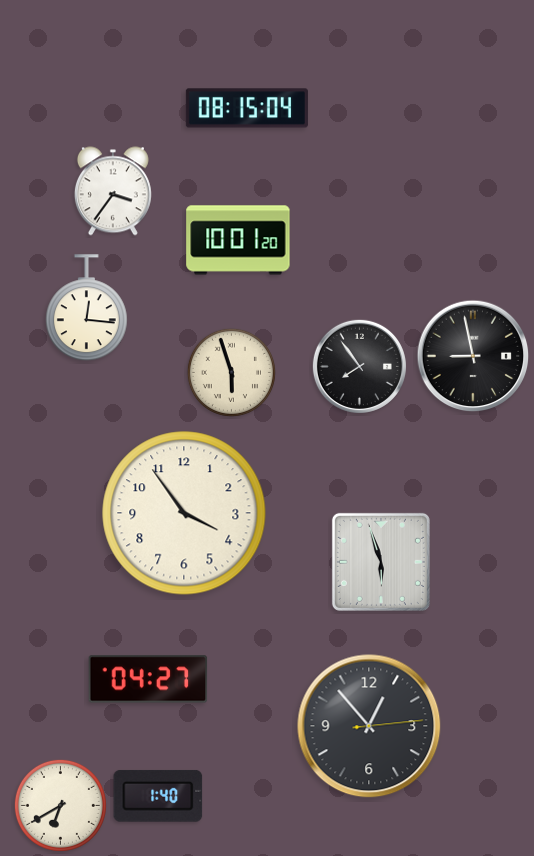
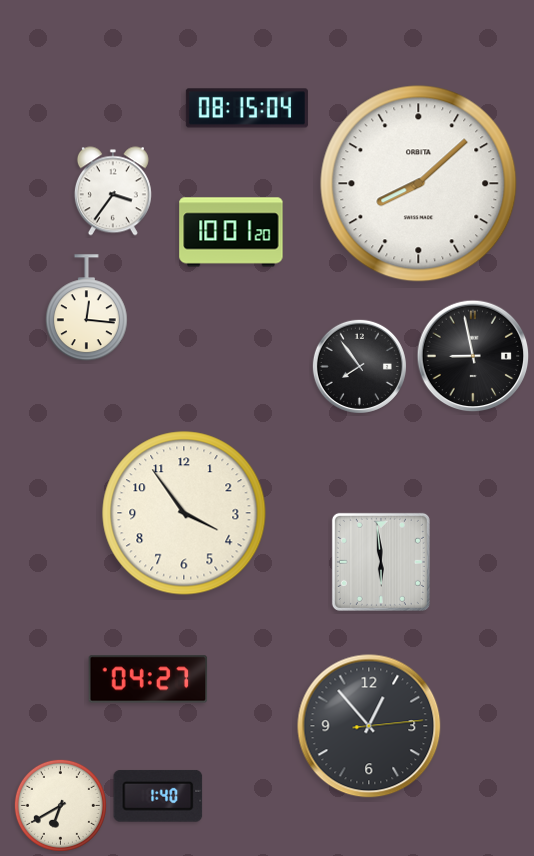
clock at (419, 184): none -> 8:08
clock at (238, 240) position: (238, 240) -> (231, 232)
clock at (231, 372): 5:57 -> none
clock at (381, 562): 5:57 -> 5:59
